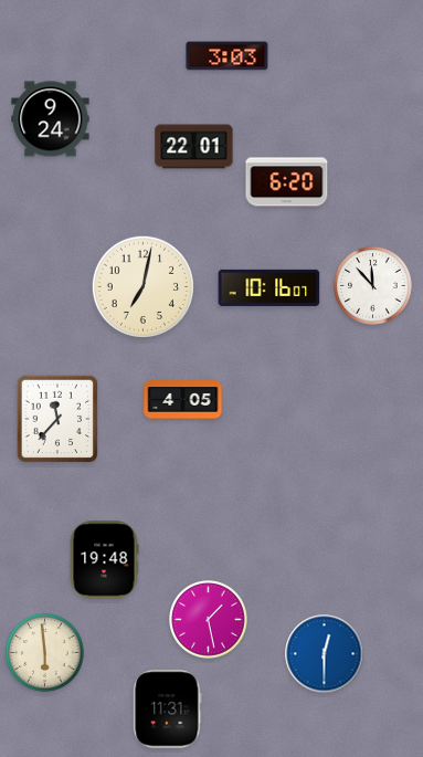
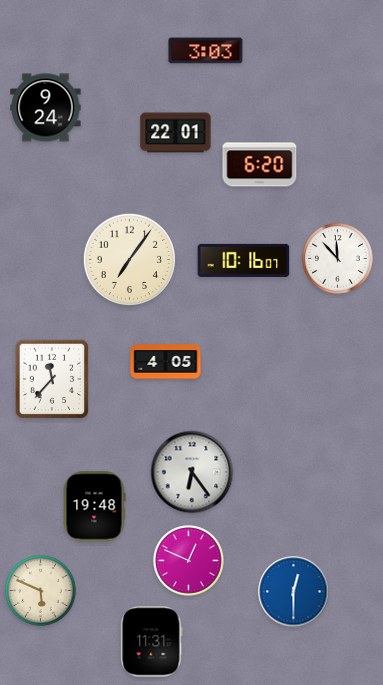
clock at (142, 286): 7:02 -> 7:06
clock at (192, 472): none -> 6:24
clock at (209, 620): 1:28 -> 12:49
clock at (45, 653): 5:59 -> 5:49
